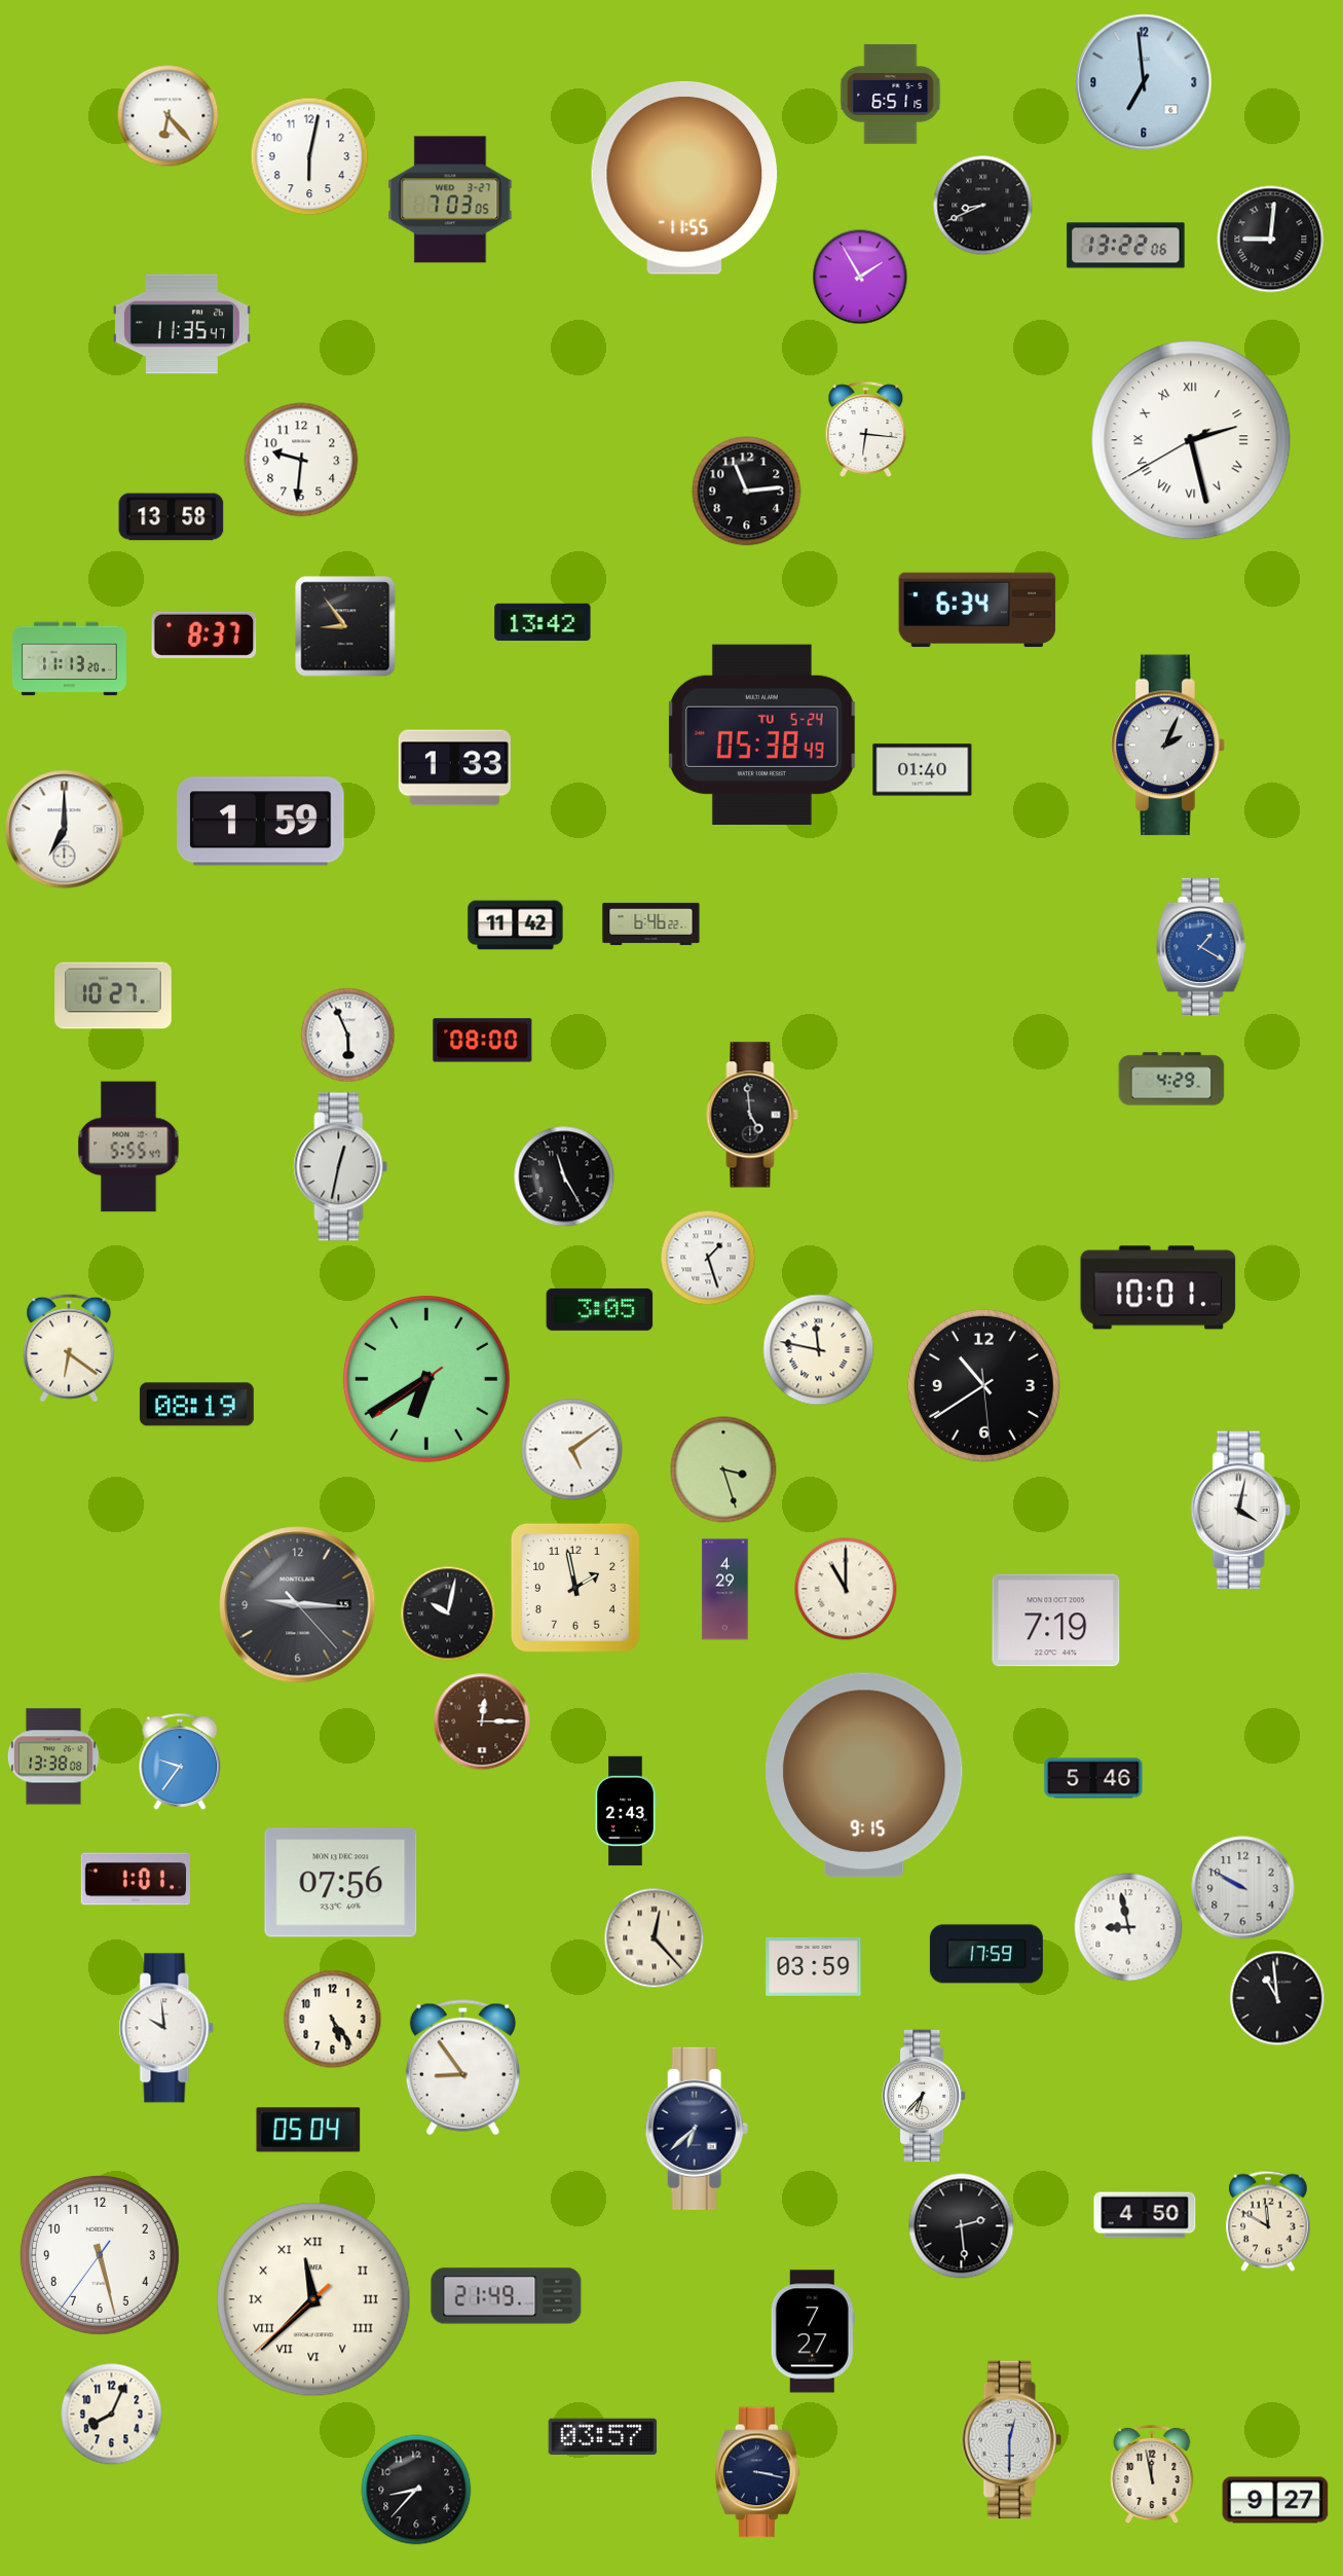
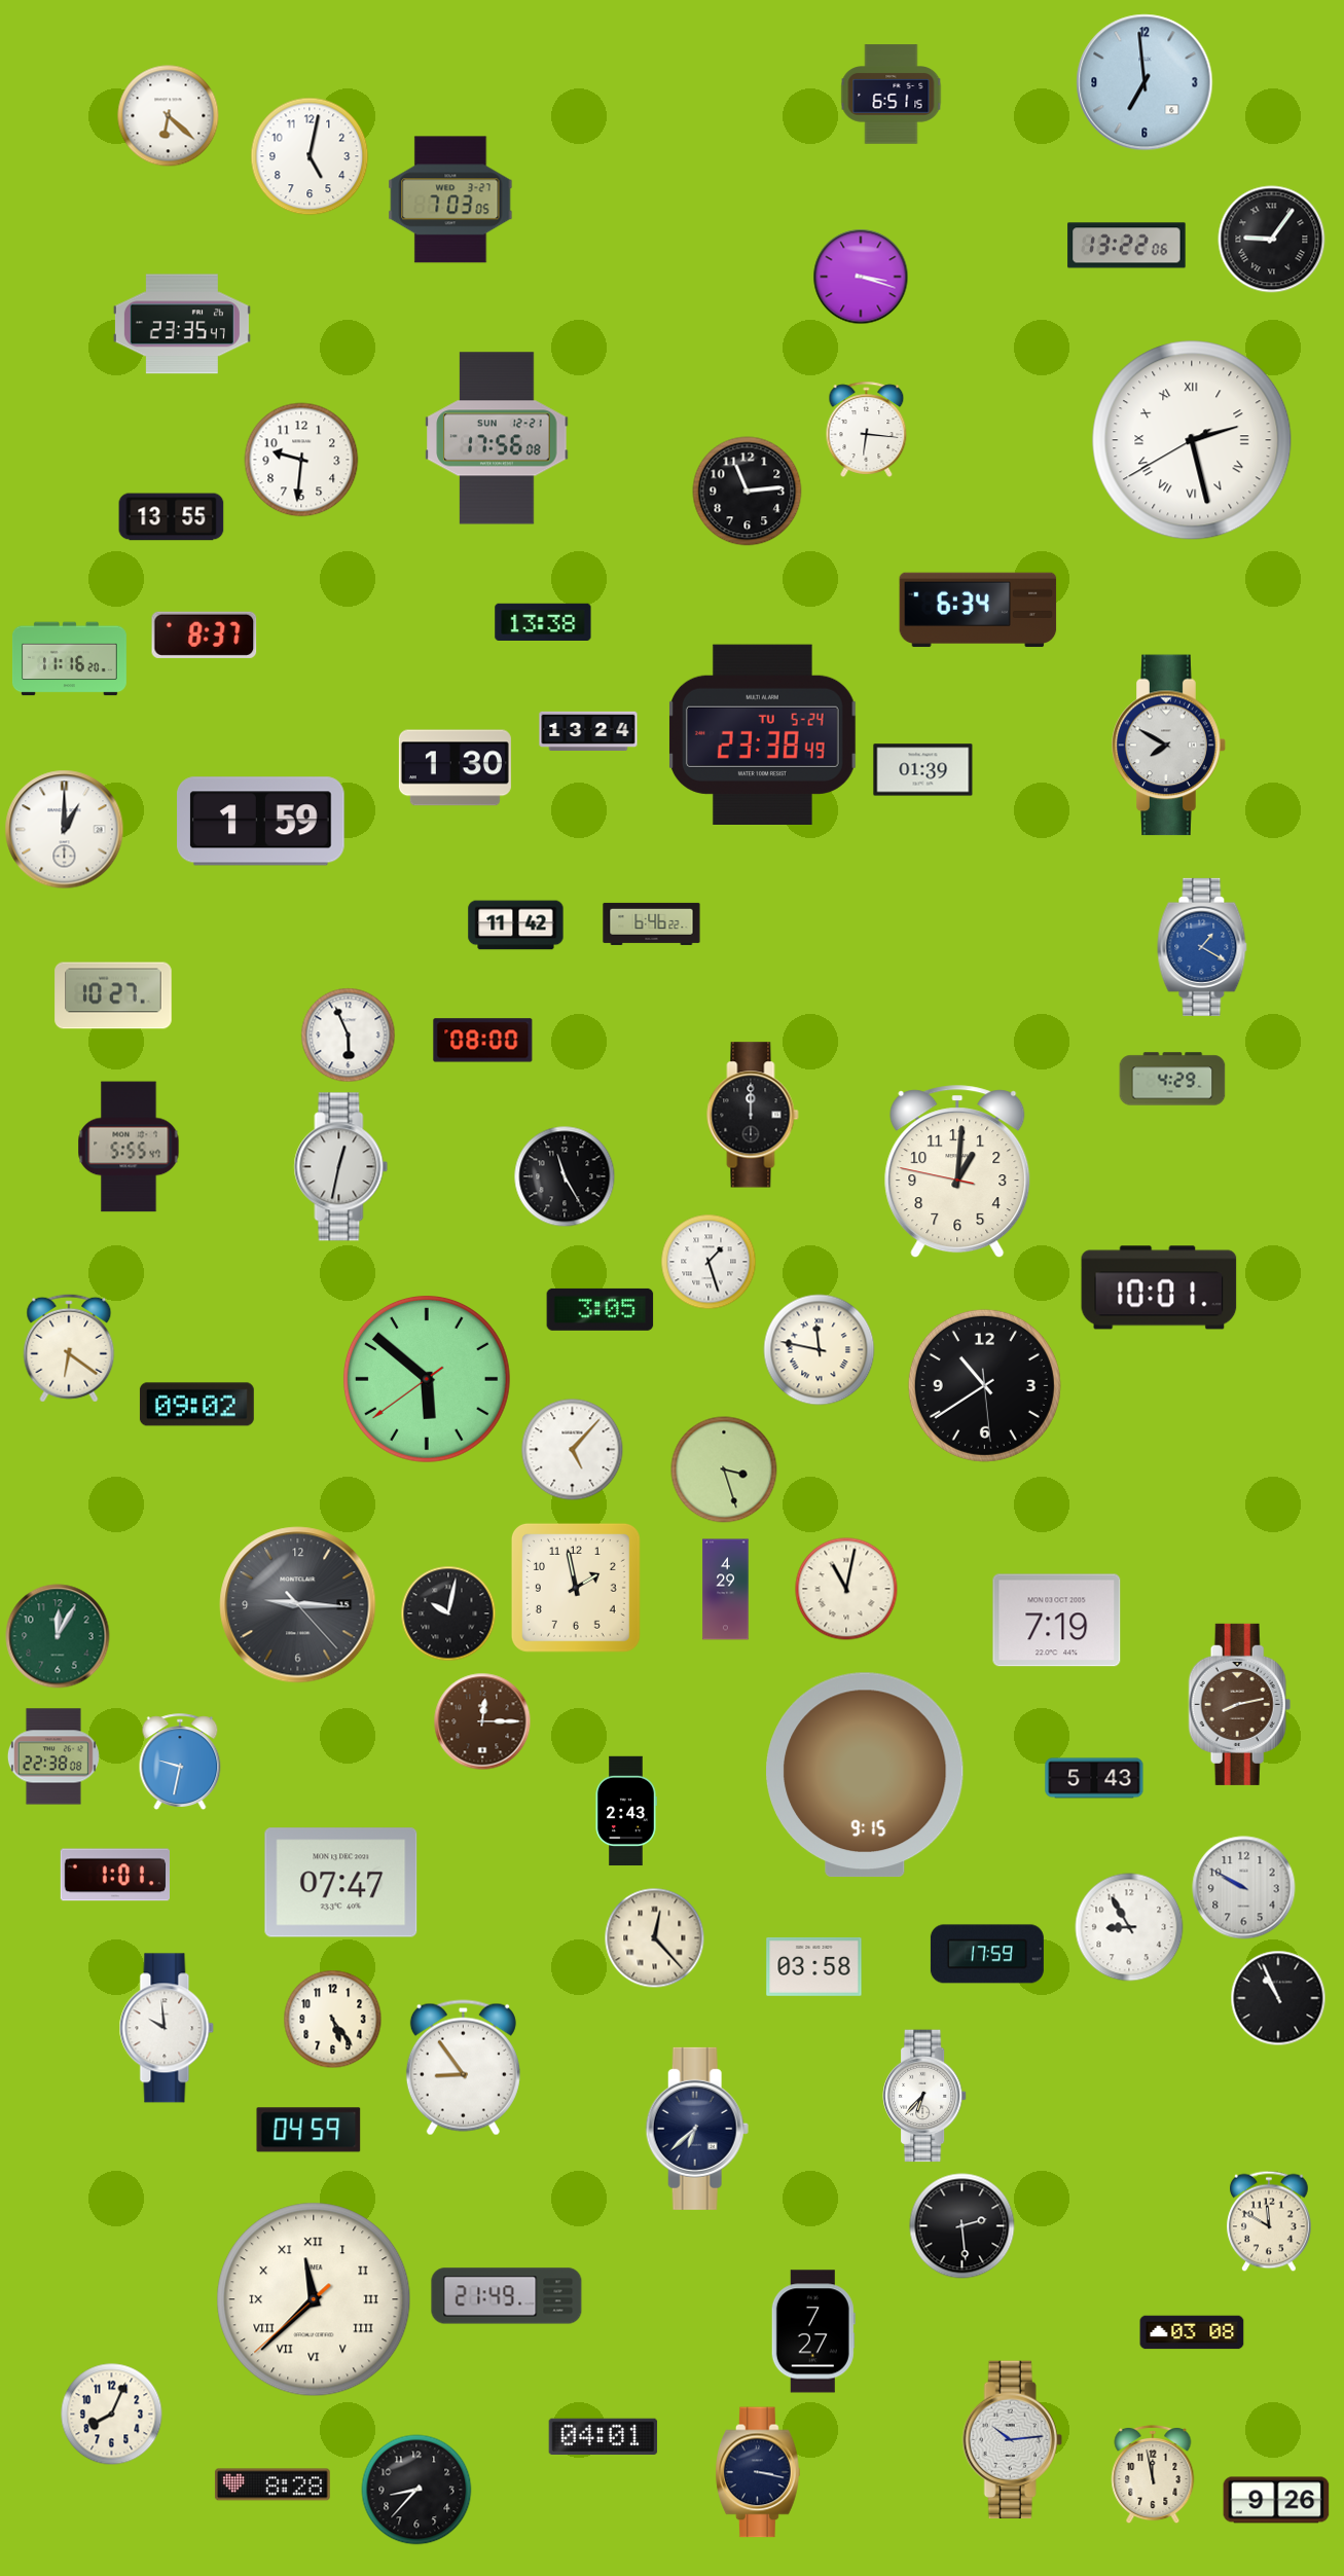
clock at (169, 116): 6:23 -> 6:22
clock at (309, 156): 6:02 -> 5:02
clock at (684, 178): 11:55 -> none
clock at (983, 206): 8:41 -> none
clock at (1271, 240): 9:01 -> 9:06
clock at (860, 277): 1:55 -> 3:18
clock at (182, 324): 11:35 -> 23:35
clock at (497, 438): none -> 17:56
clock at (172, 517): 13:58 -> 13:55
clock at (543, 621): 13:42 -> 13:38
clock at (345, 626): 8:54 -> none
clock at (69, 659): 11:13 -> 11:16
clock at (588, 730): none -> 13:24
clock at (761, 734): 05:38 -> 23:38
clock at (1168, 746): 2:04 -> 7:50
clock at (454, 768): 1:33 -> 1:30
clock at (923, 770): 01:40 -> 01:39
clock at (65, 830): 7:00 -> 1:00
clock at (752, 1115): 4:59 -> 12:00
clock at (957, 1172): none -> 1:00
clock at (708, 1258) position: (708, 1258) -> (709, 1262)
clock at (426, 1379): 6:39 -> 5:51
clock at (196, 1405): 08:19 -> 09:02
clock at (572, 1450): 5:09 -> 5:07
clock at (1240, 1511): 4:02 -> none
clock at (846, 1589): 11:00 -> 11:02
clock at (58, 1636): none -> 12:05
clock at (1240, 1704): none -> 8:13
clock at (53, 1756): 13:38 -> 22:38
clock at (180, 1762): 9:36 -> 9:32
clock at (1093, 1778): 5:46 -> 5:43
clock at (135, 1879) position: (135, 1879) -> (114, 1875)
clock at (341, 1883): 07:56 -> 07:47
clock at (1128, 1927): 8:58 -> 8:55
clock at (814, 1966): 03:59 -> 03:58
clock at (1277, 1998): 10:59 -> 10:56
clock at (308, 2130): 05:04 -> 04:59
clock at (1145, 2215): 4:50 -> none
clock at (100, 2255): 5:27 -> none
clock at (1192, 2332): none -> 03:08
clock at (603, 2437): 03:57 -> 04:01
clock at (1011, 2440): 12:30 -> 10:14
clock at (273, 2484): none -> 8:28
clock at (1275, 2500): 9:27 -> 9:26
